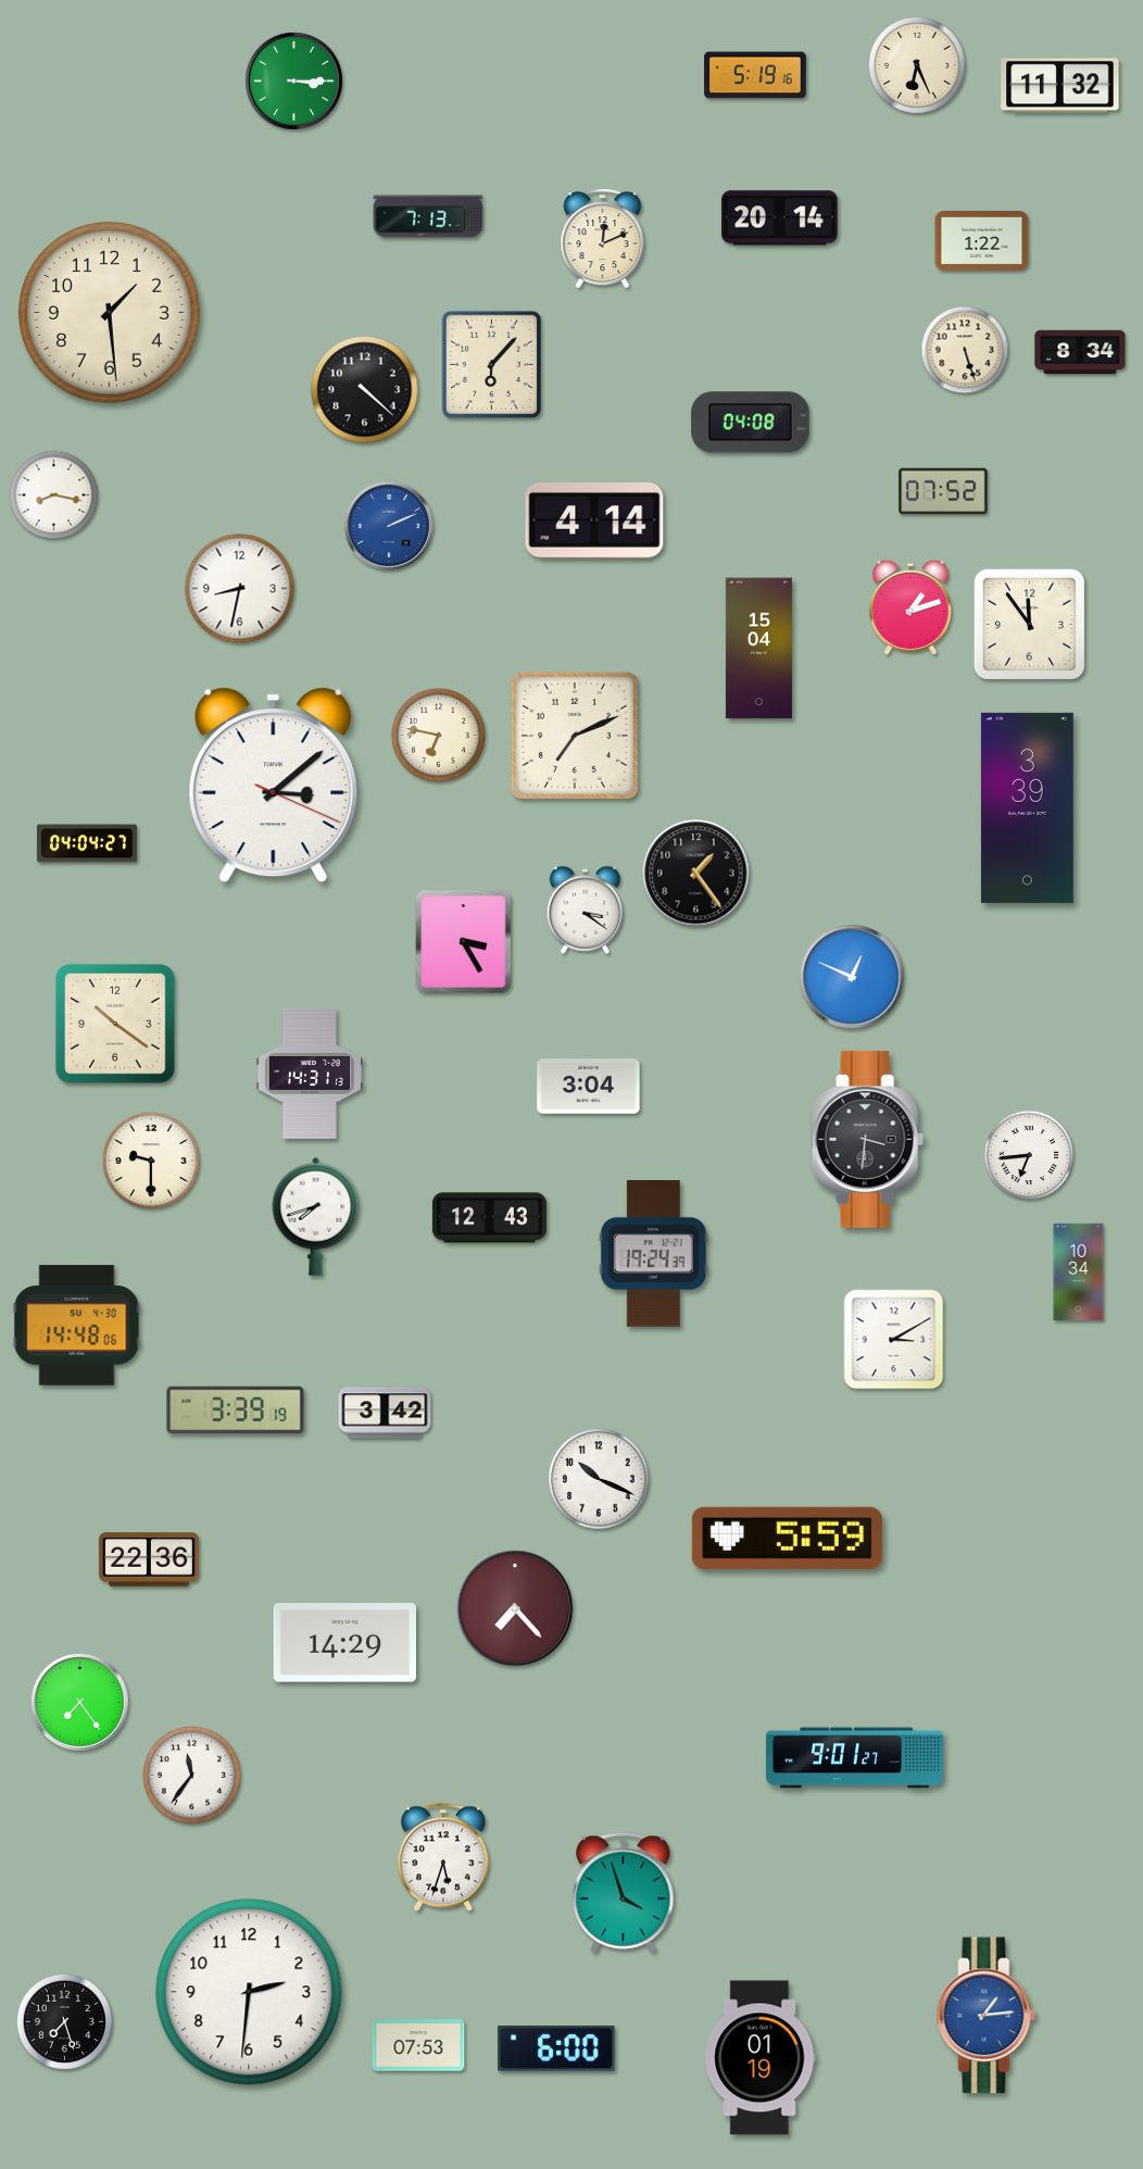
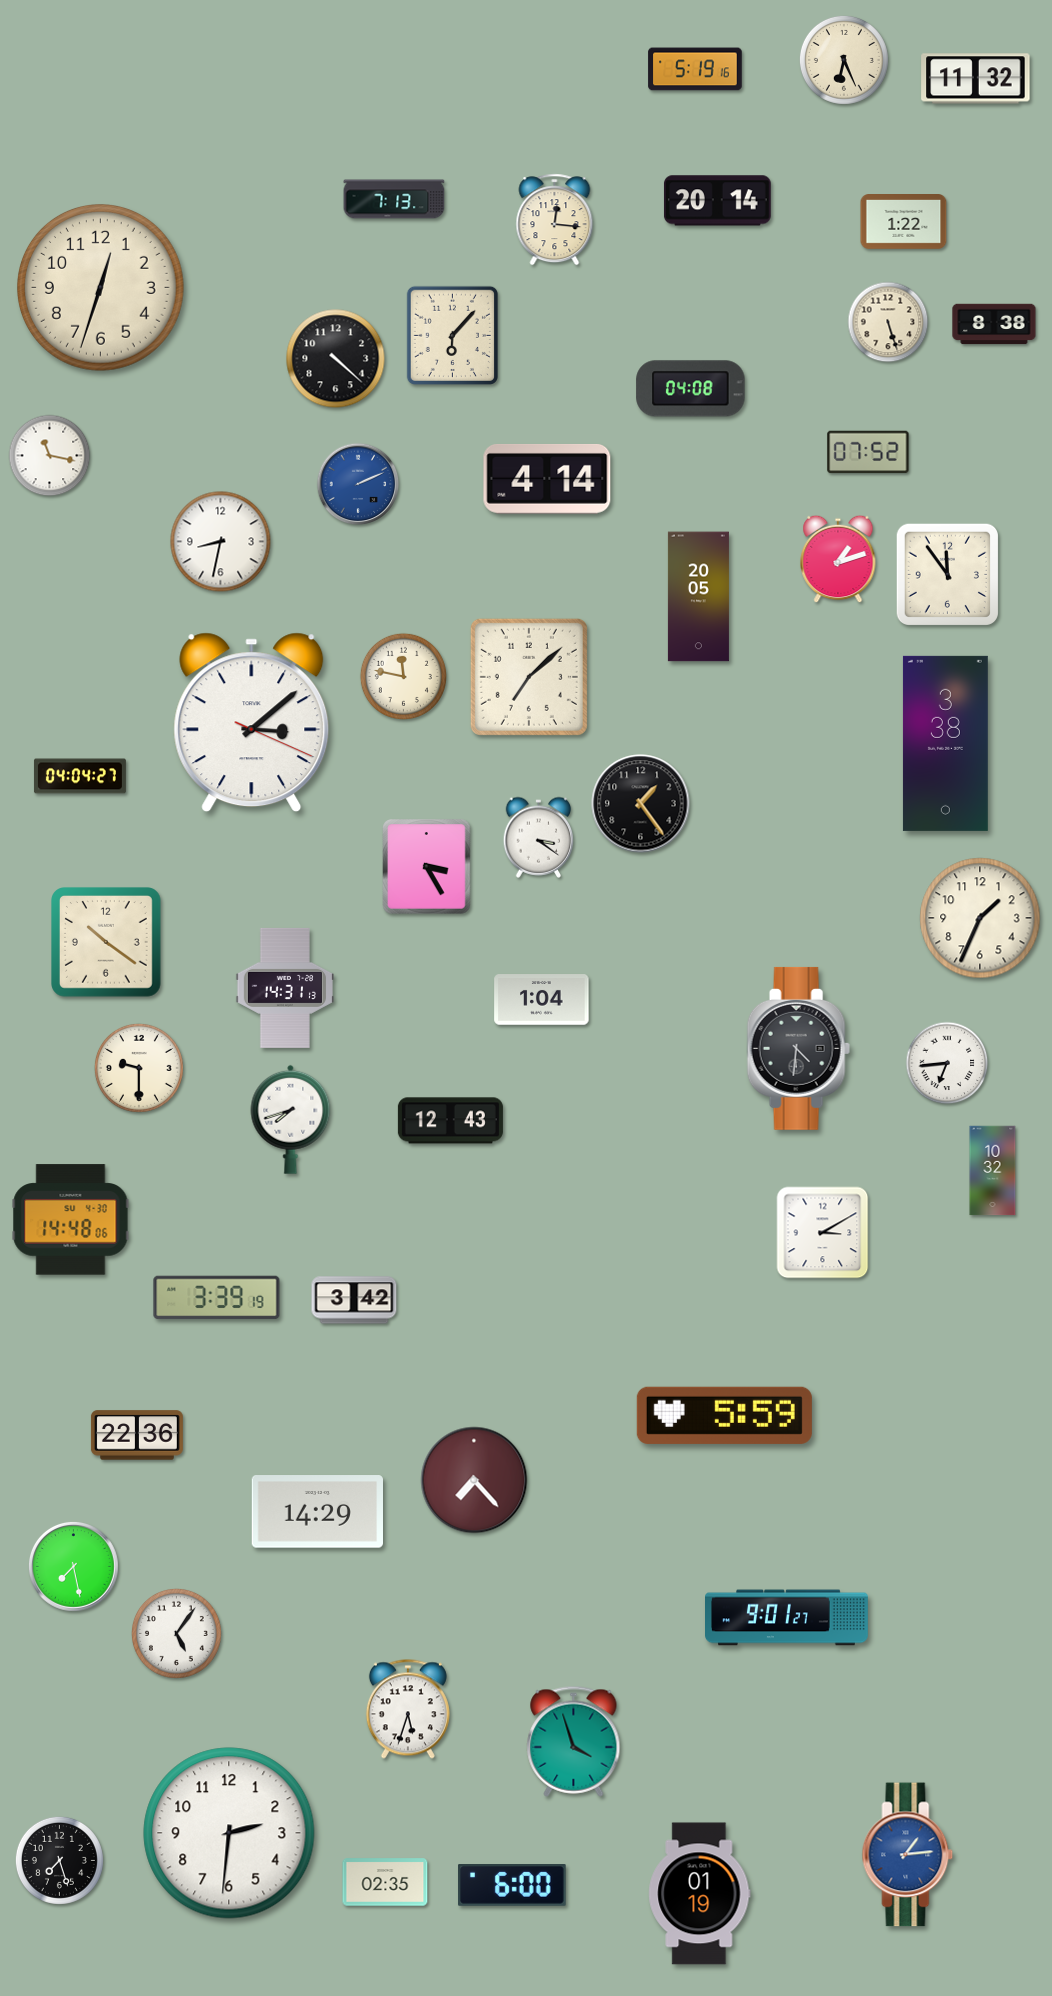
clock at (293, 80): 3:15 -> none
clock at (603, 239): 12:11 -> 12:16
clock at (110, 313): 1:29 -> 12:33
clock at (1080, 352): 8:34 -> 8:38
clock at (54, 496): 8:17 -> 11:17
clock at (758, 649): 15:04 -> 20:05
clock at (438, 735): 6:47 -> 11:47
clock at (575, 736): 7:11 -> 7:08
clock at (1027, 807): 3:39 -> 3:38
clock at (852, 977): 12:49 -> none
clock at (980, 918): none -> 1:34
clock at (589, 1087): 3:04 -> 1:04
clock at (867, 1139): 3:31 -> 4:31
clock at (653, 1253): 19:24 -> none
clock at (1079, 1272): 10:34 -> 10:32
clock at (599, 1479): 10:19 -> none
clock at (79, 1702): 7:24 -> 7:28
clock at (192, 1776): 11:36 -> 5:06
clock at (418, 2045): 07:53 -> 02:35
